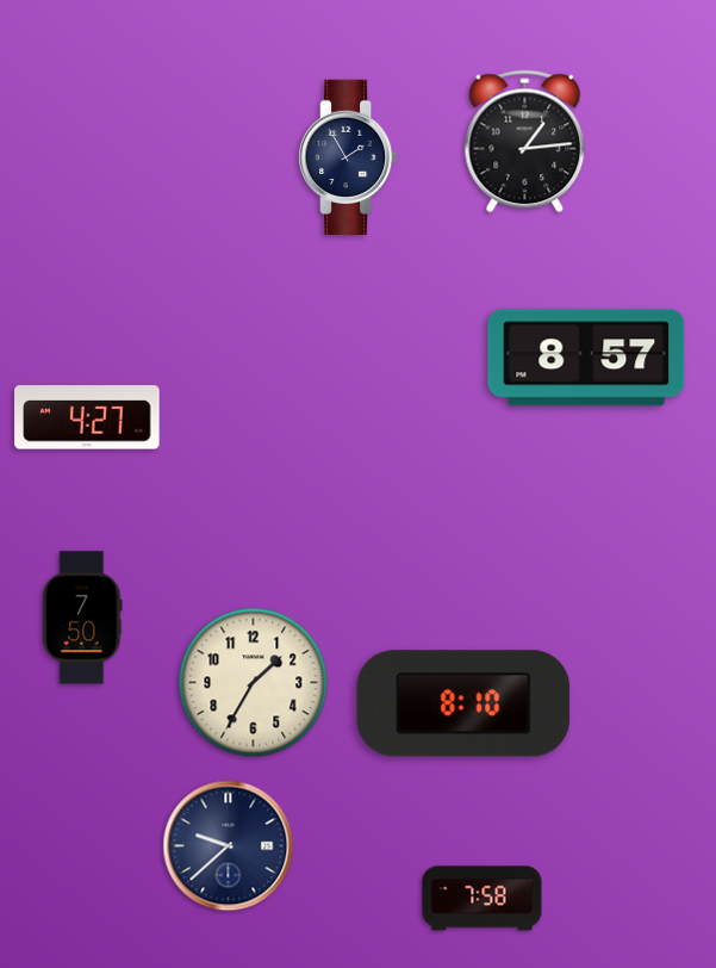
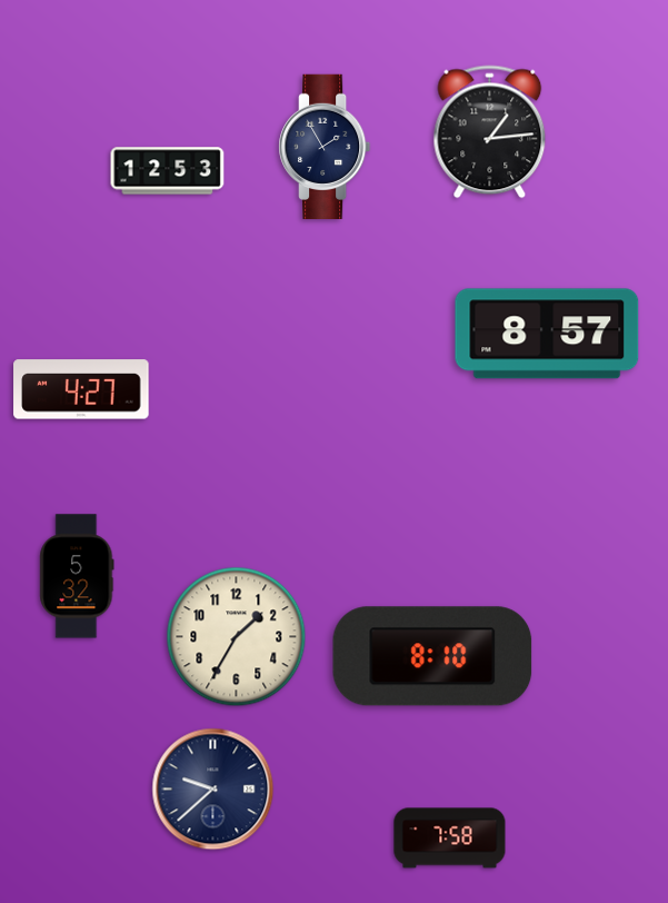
clock at (168, 171): none -> 12:53
clock at (82, 618): 7:50 -> 5:32
